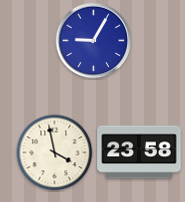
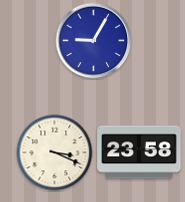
clock at (55, 153): 3:58 -> 3:19
